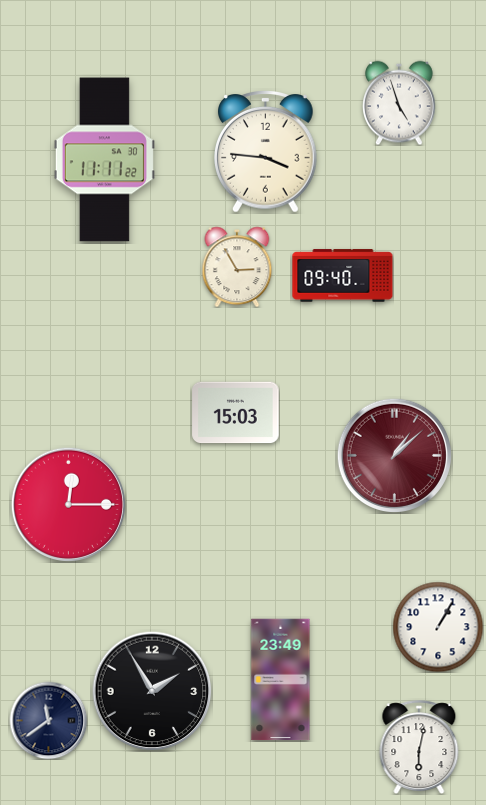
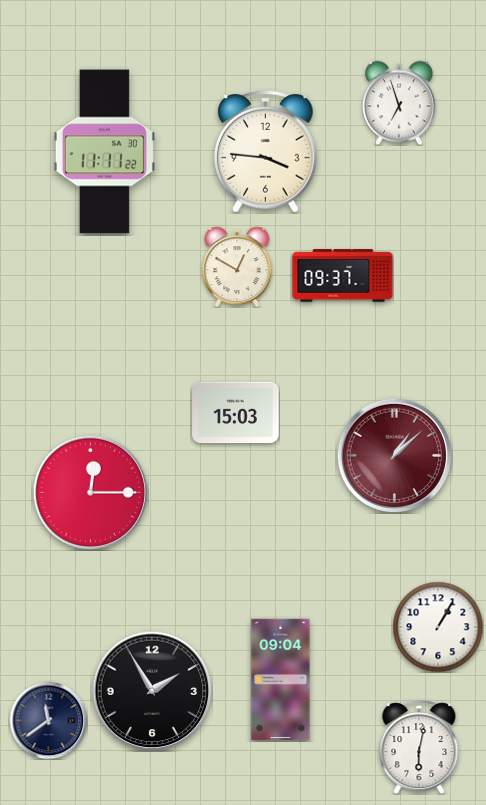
clock at (400, 103): 4:57 -> 6:57
clock at (104, 160) position: (104, 160) -> (104, 152)
clock at (237, 267): 2:55 -> 12:50
clock at (343, 276): 09:40 -> 09:37
clock at (68, 504) position: (68, 504) -> (90, 492)
clock at (281, 680): 23:49 -> 09:04
